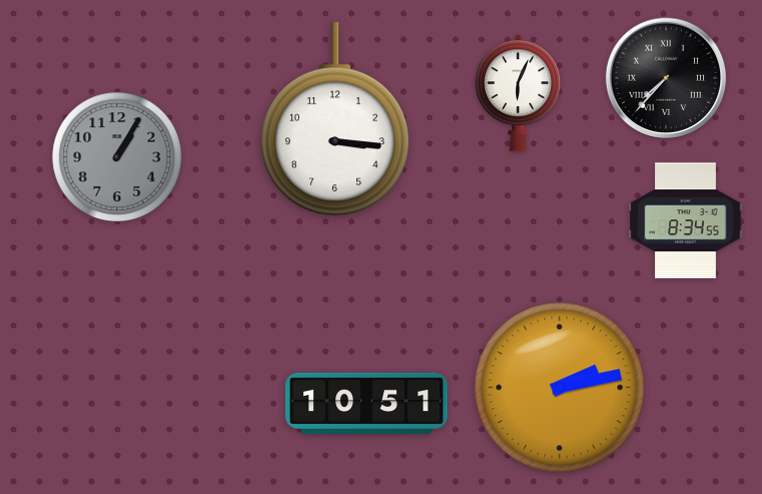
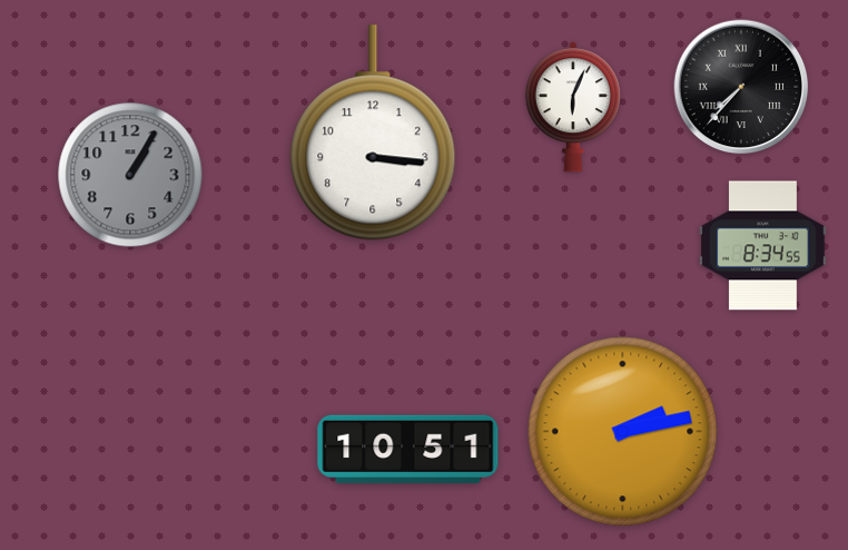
clock at (518, 93) position: (518, 93) -> (573, 107)
